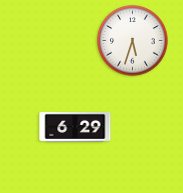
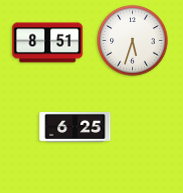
clock at (48, 43): none -> 8:51
clock at (75, 127): 6:29 -> 6:25
